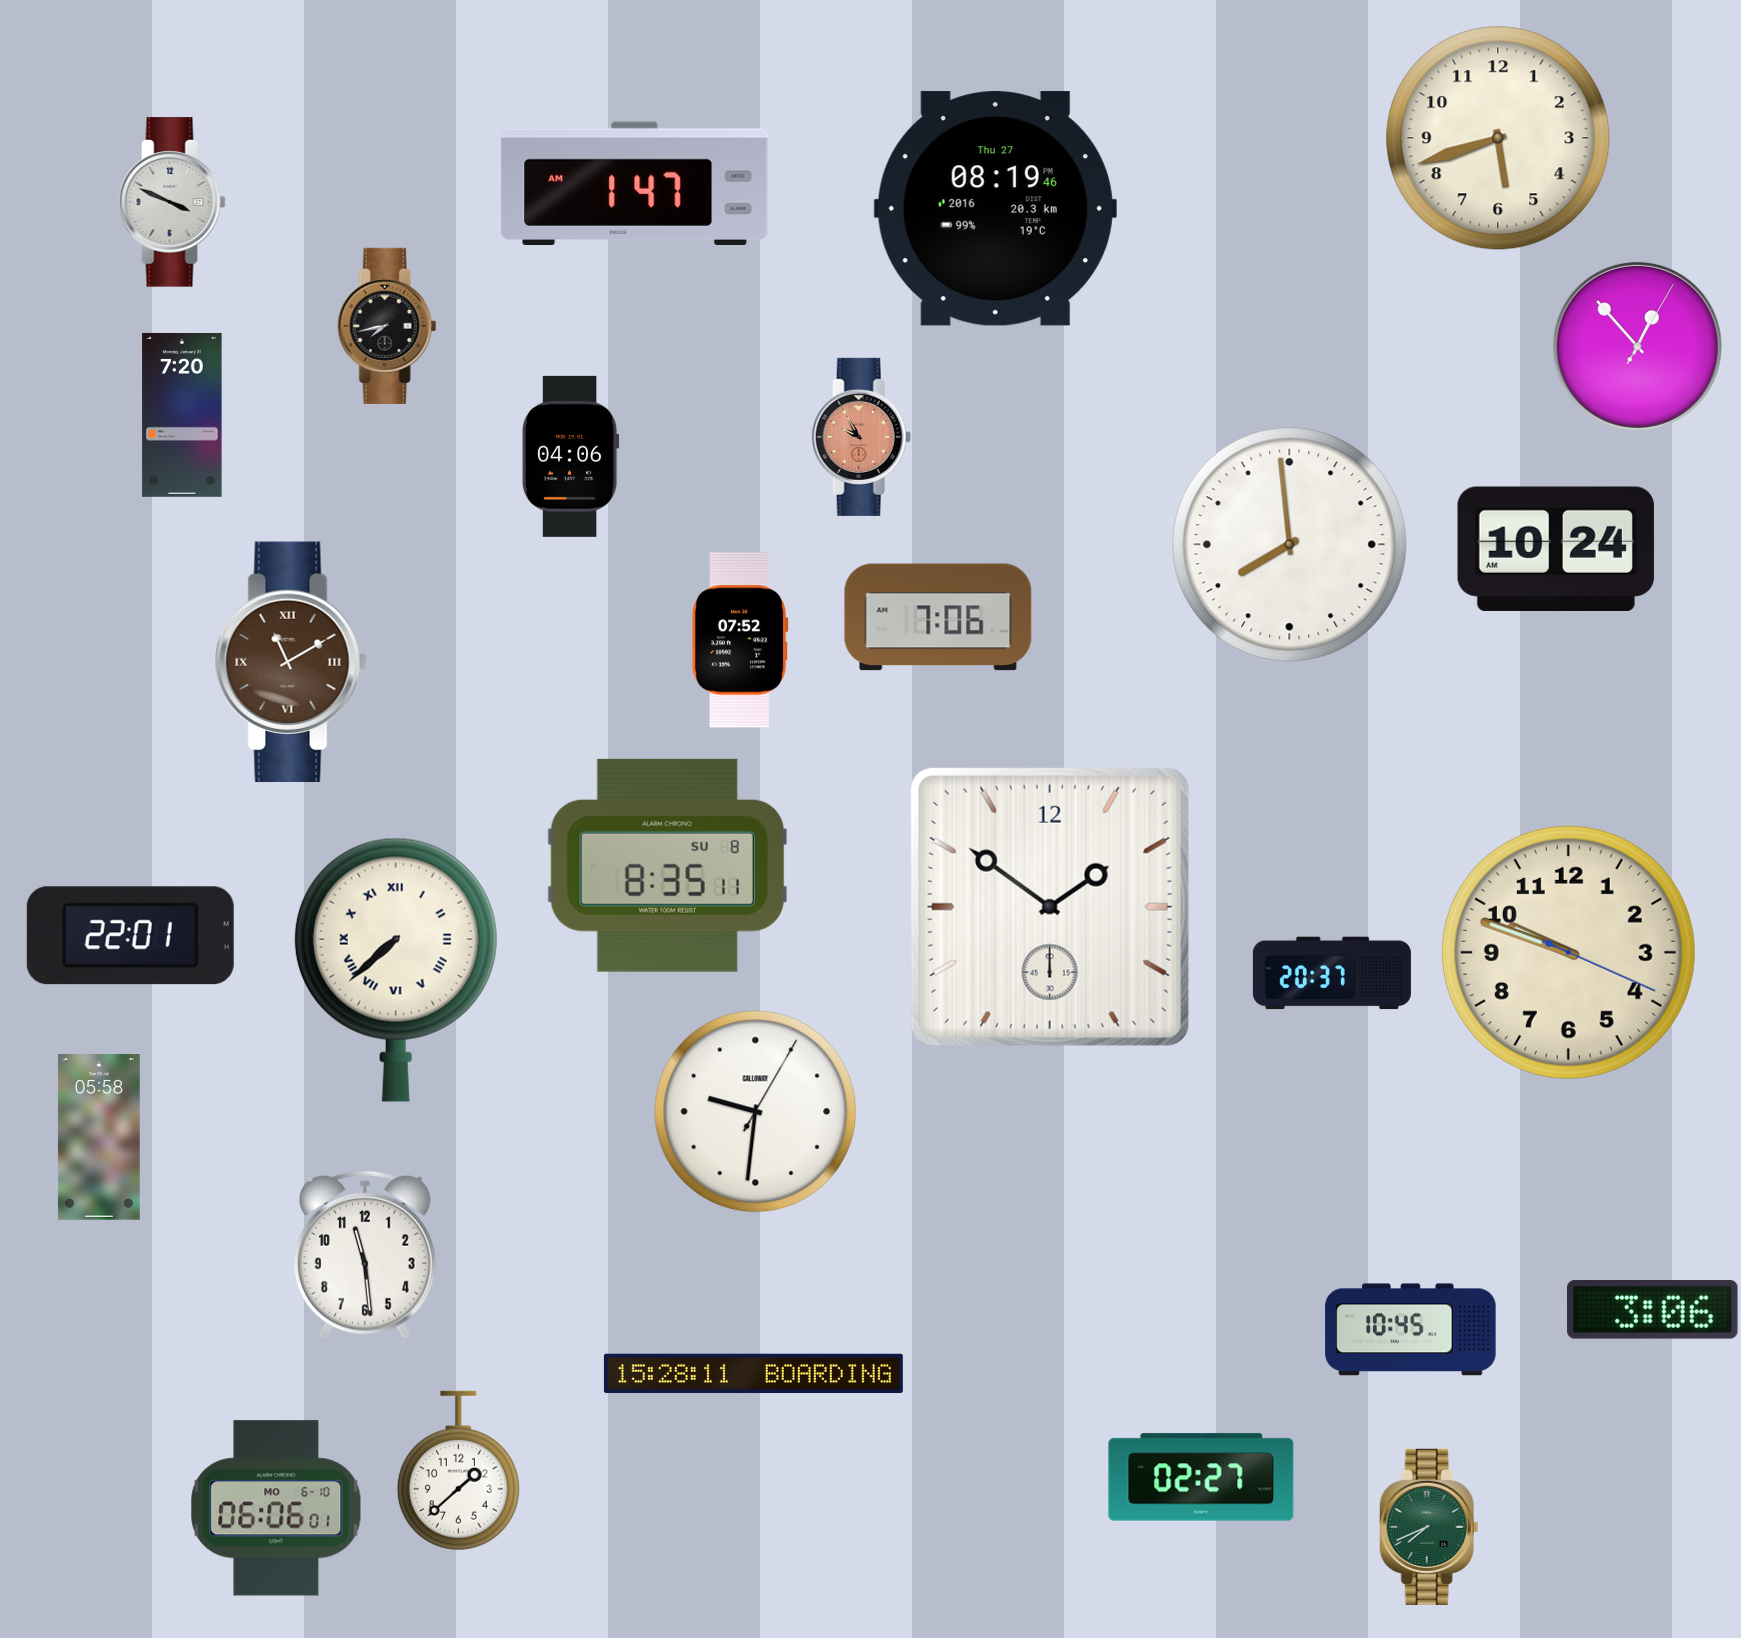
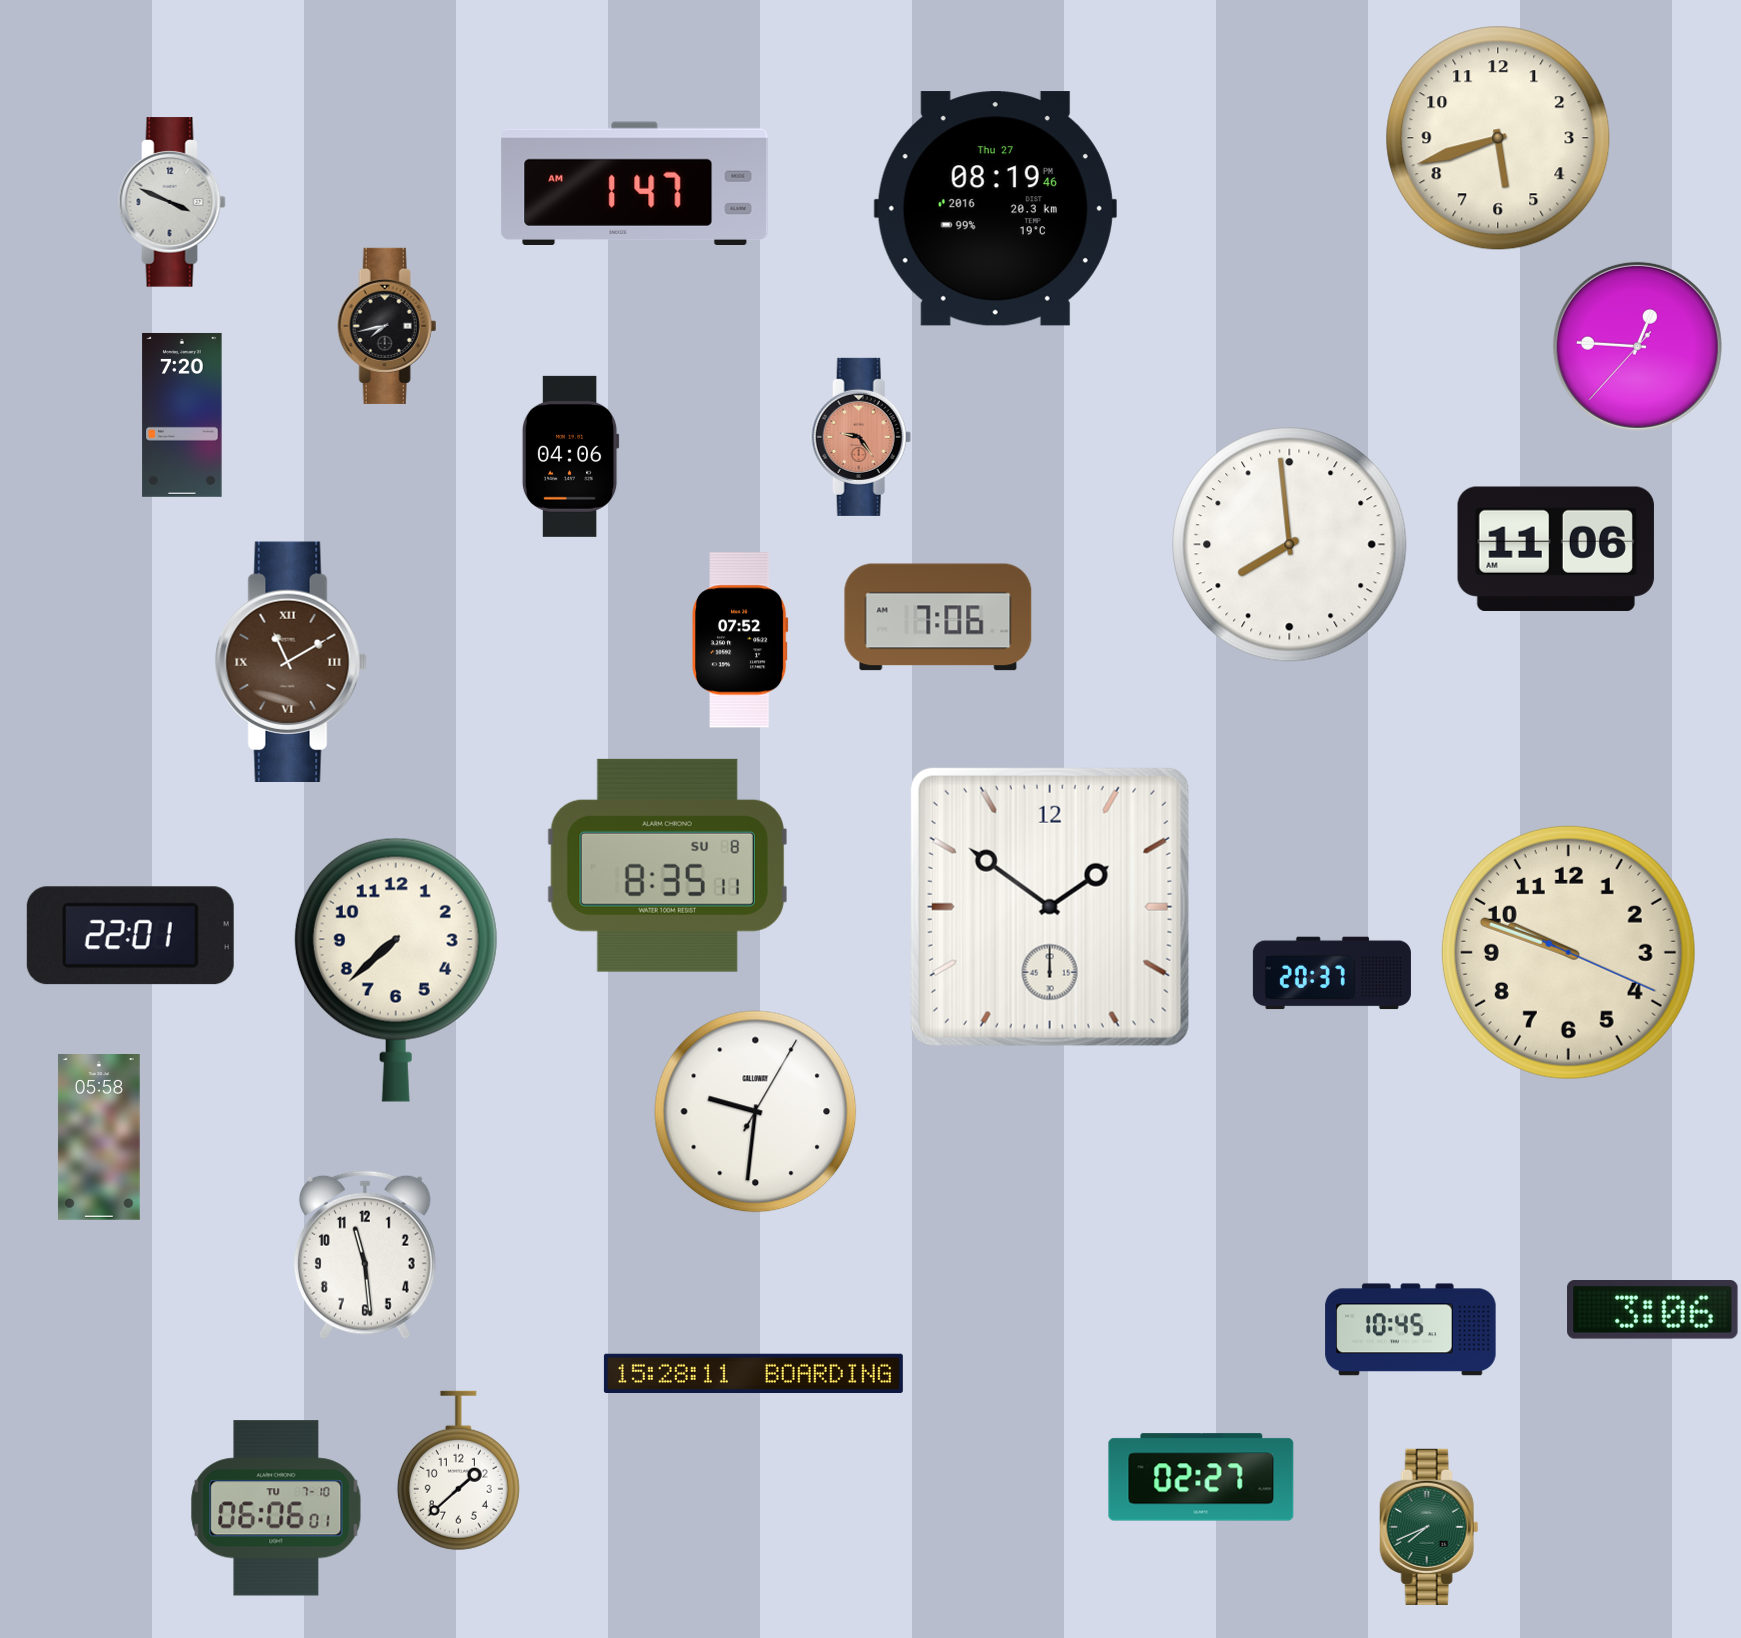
clock at (1637, 346): 12:53 -> 12:45
clock at (861, 437): 9:55 -> 9:24
clock at (1556, 549): 10:24 -> 11:06
clock at (396, 970) numerals: Roman -> Arabic
clock at (276, 1508) date: MO 6-10 -> TU 7-10
